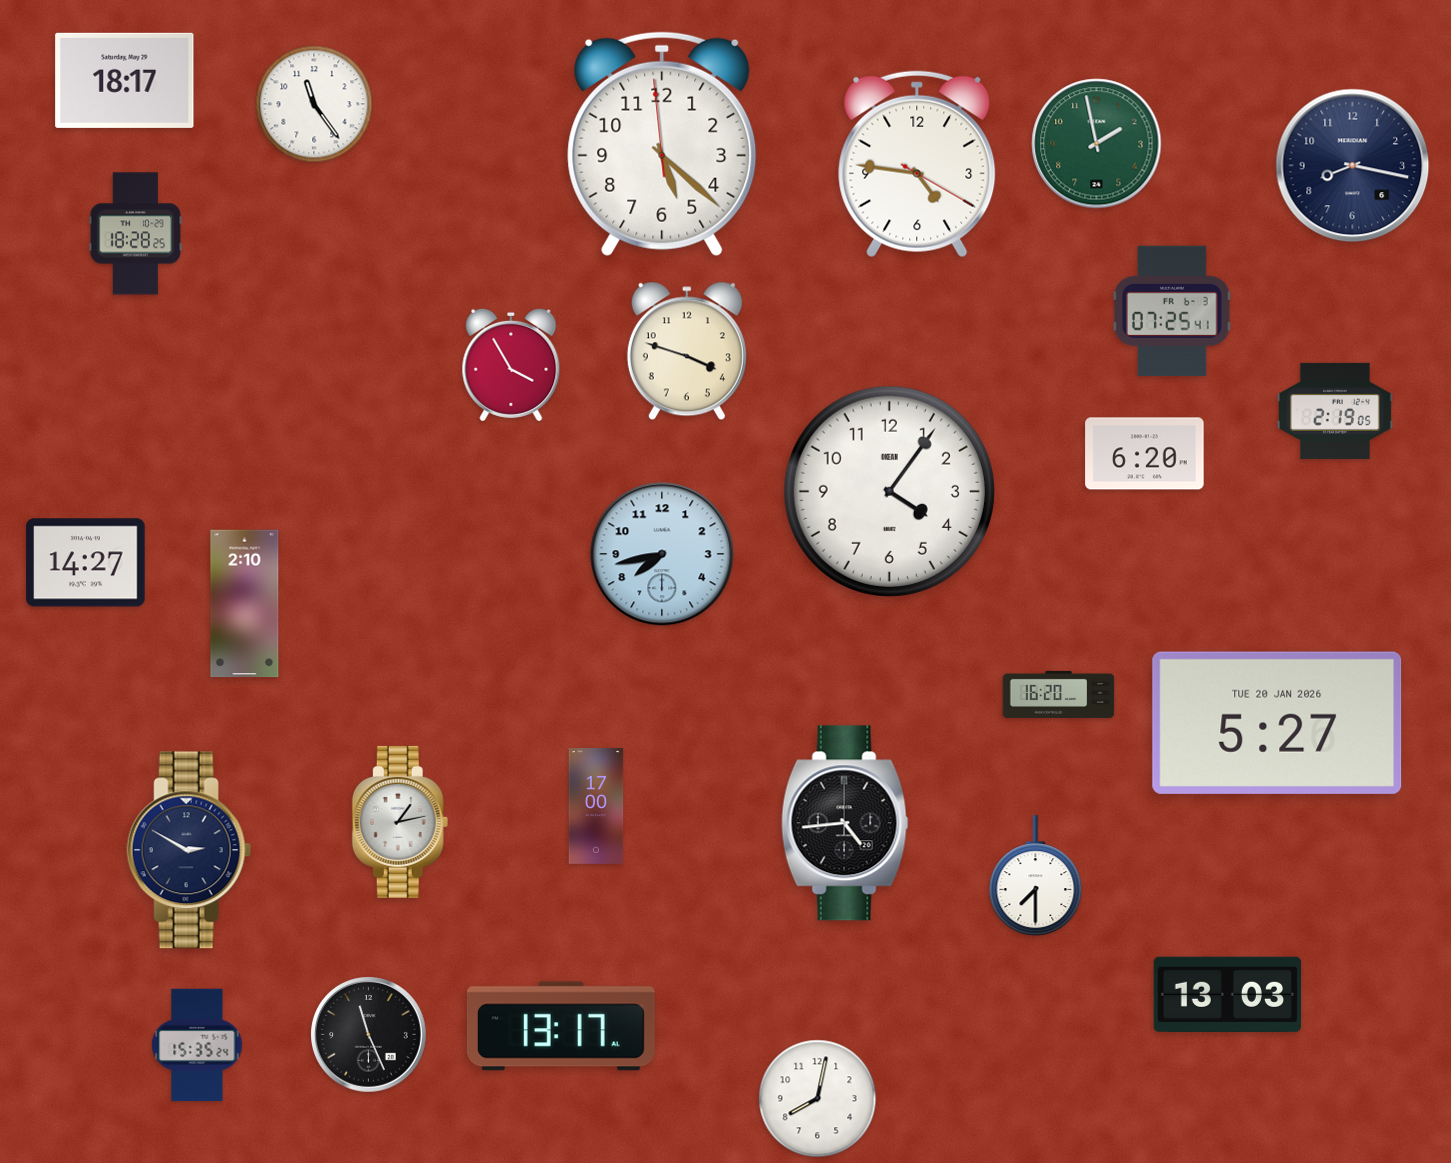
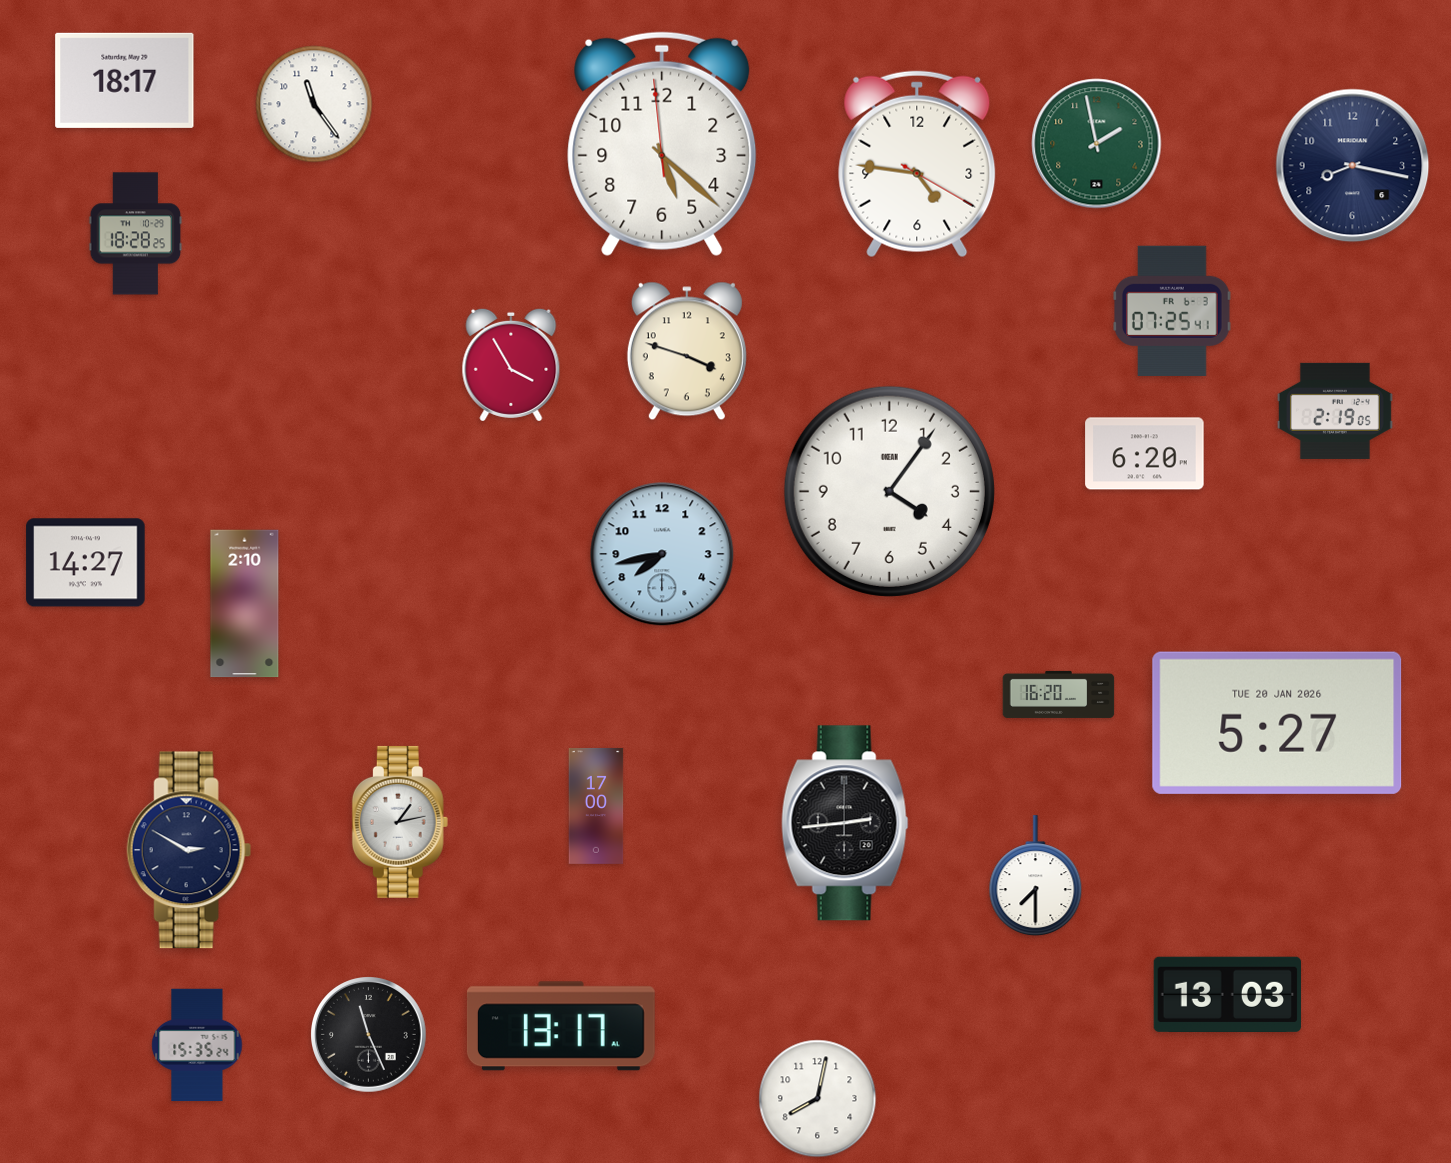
clock at (845, 823): 4:44 -> 2:44
